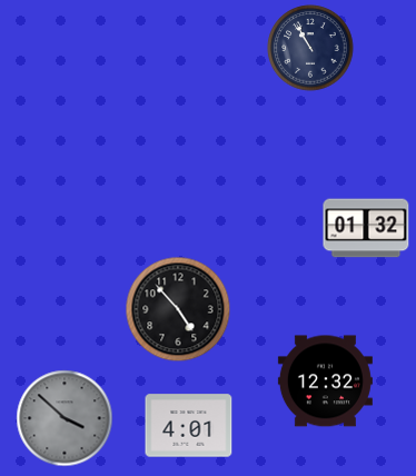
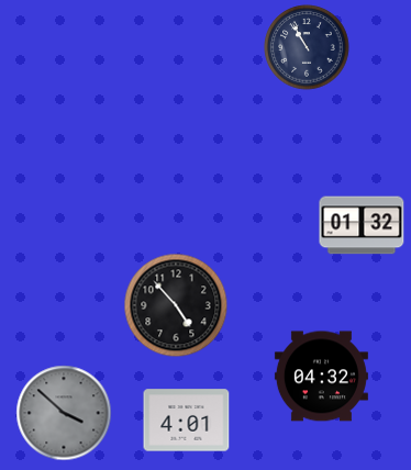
clock at (325, 381): 12:32 -> 04:32
